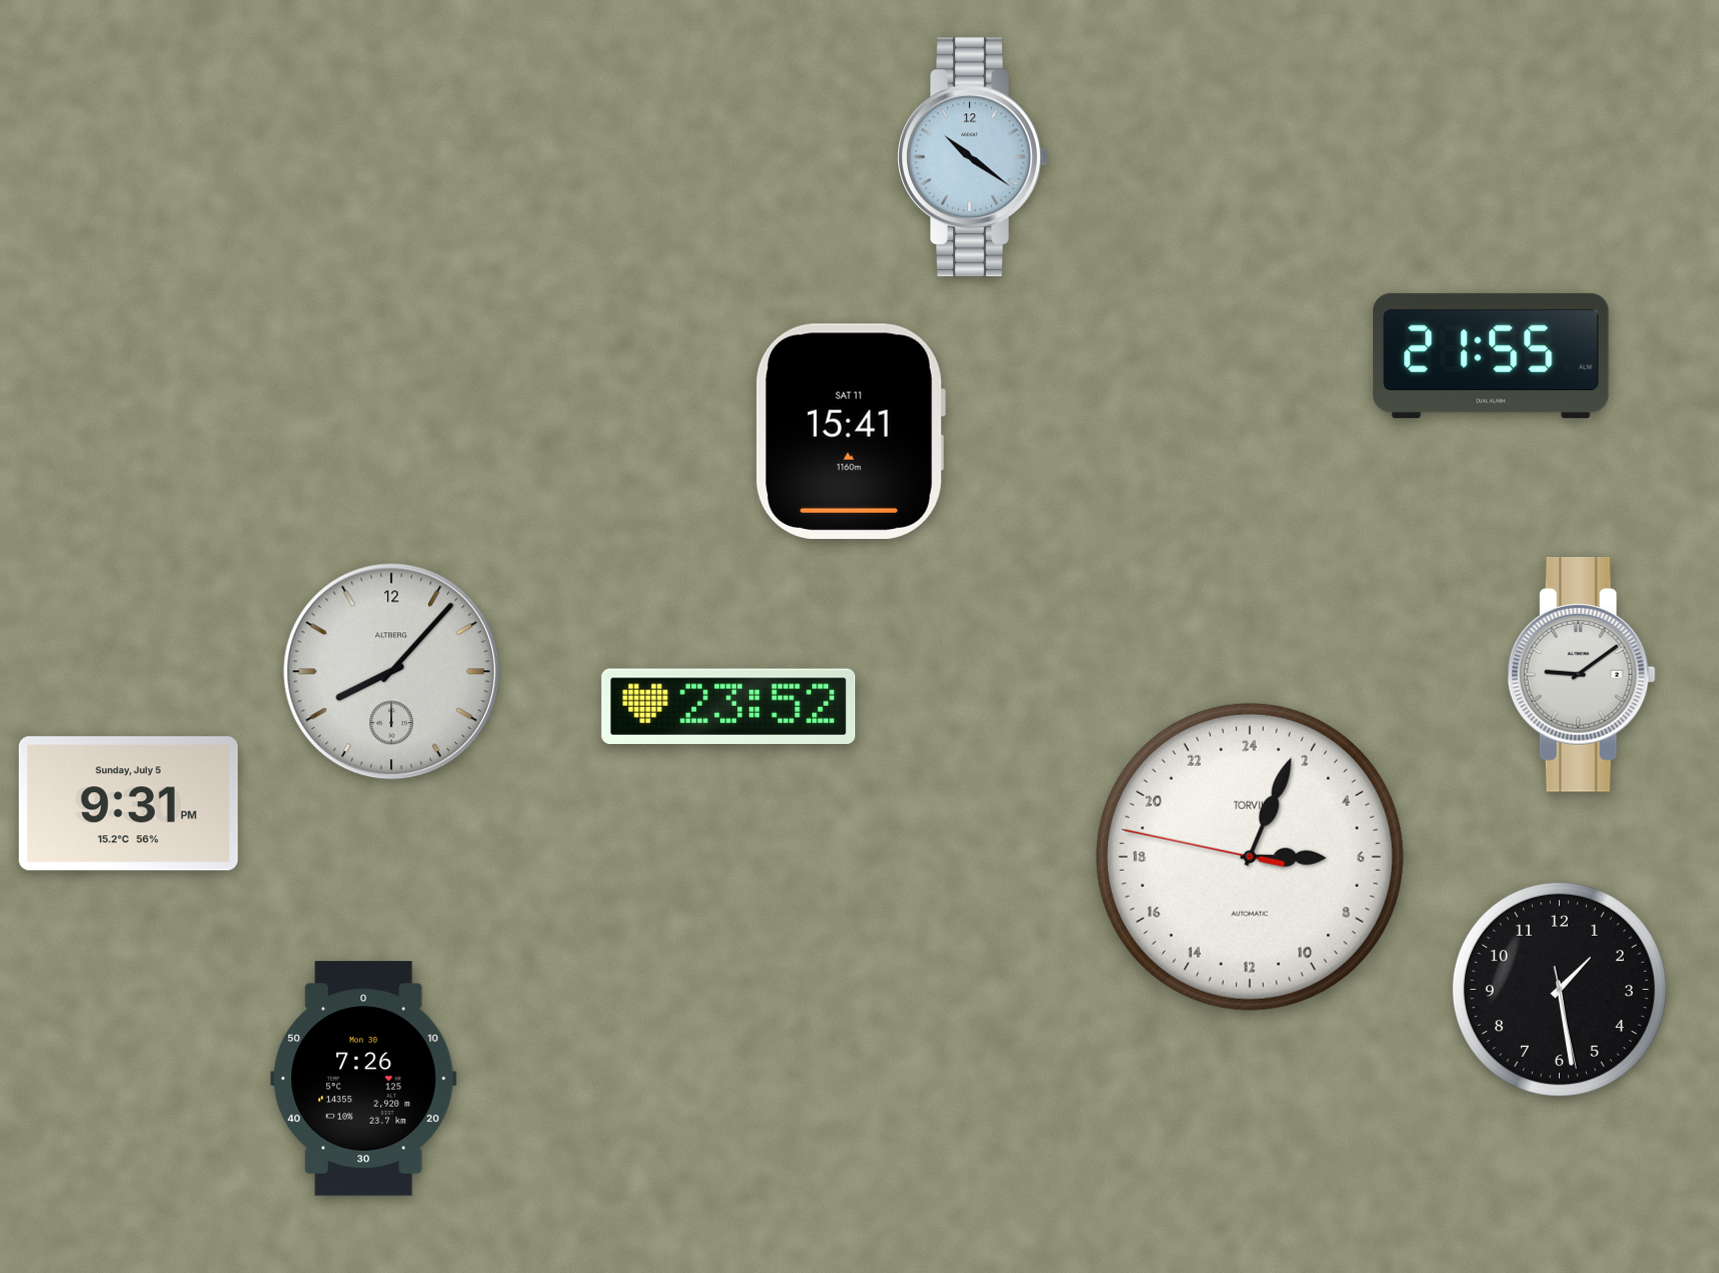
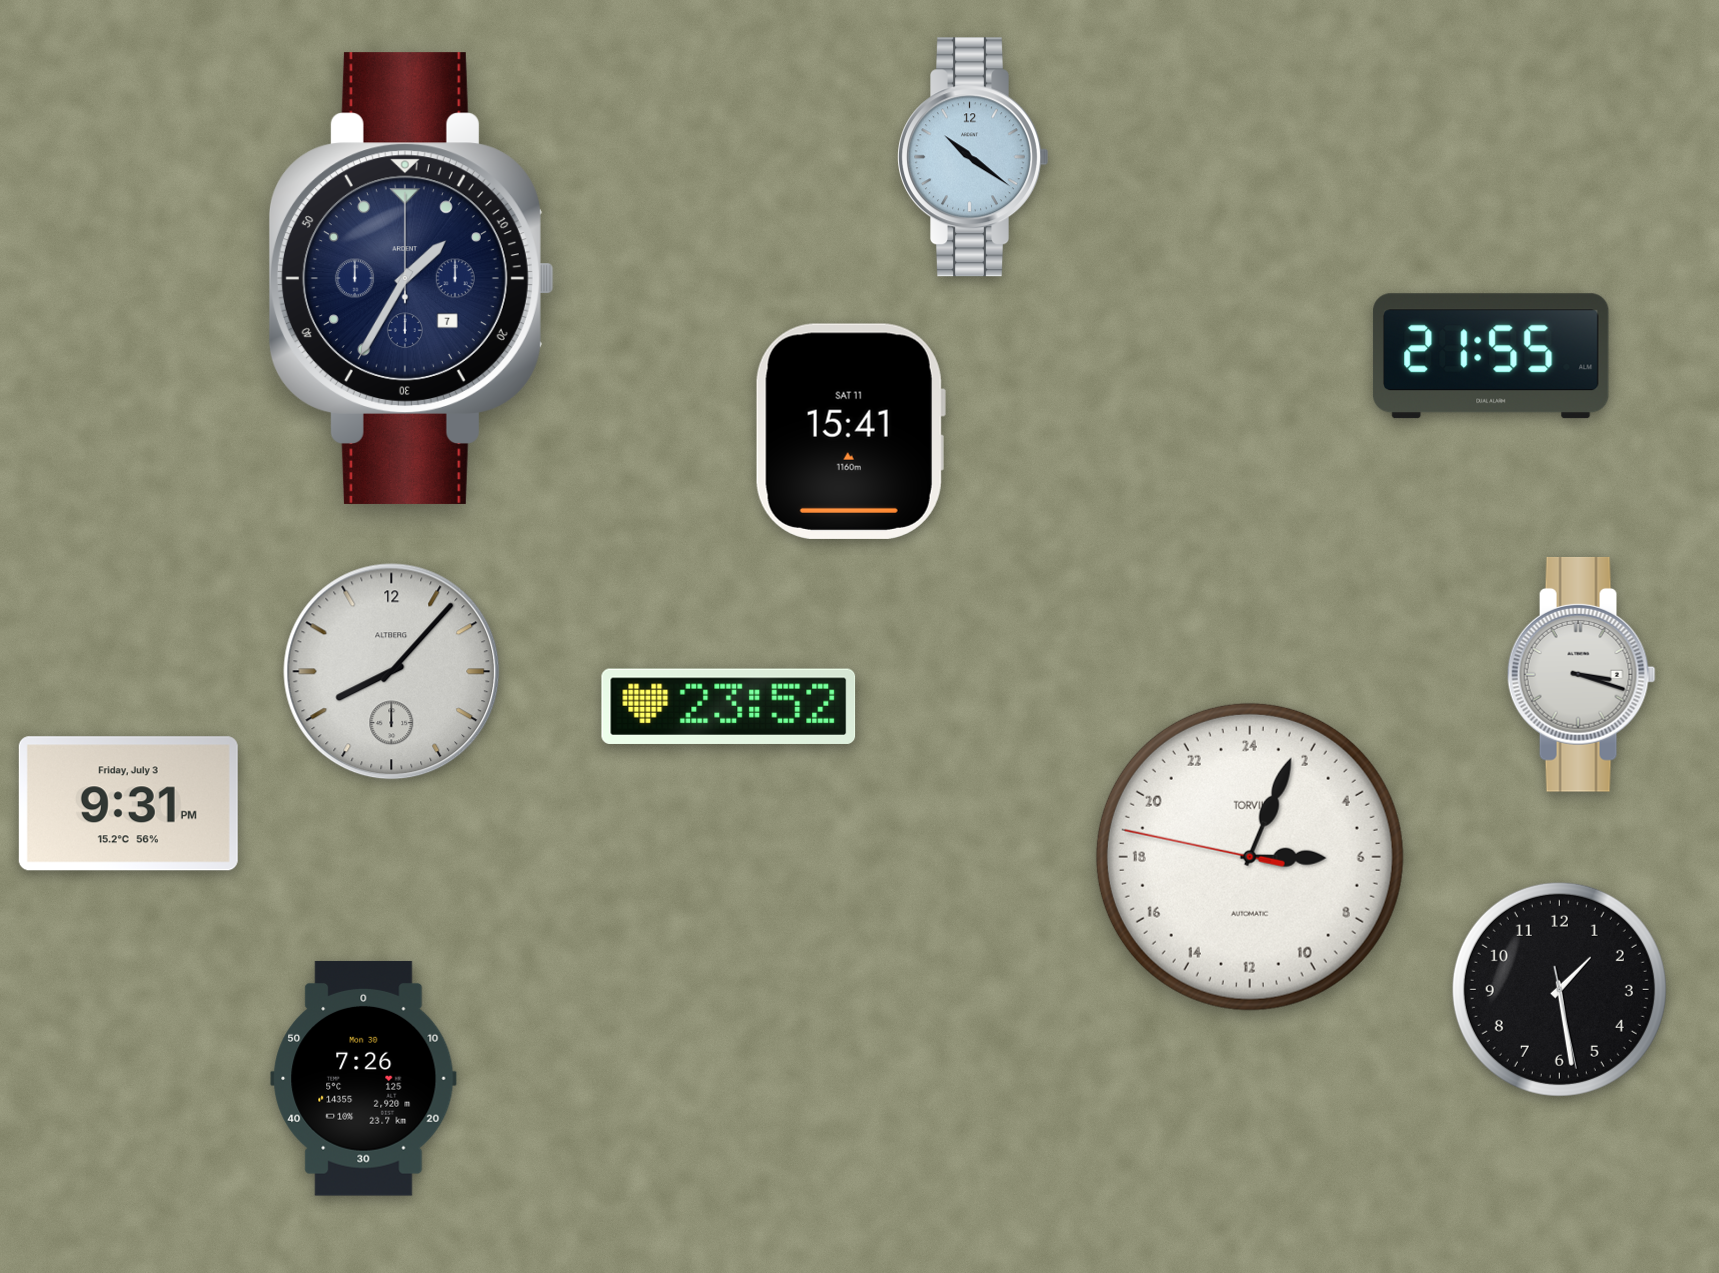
clock at (411, 278): none -> 1:35
clock at (1581, 675): 9:09 -> 3:18
clock at (128, 804) date: Sunday, July 5 -> Friday, July 3
